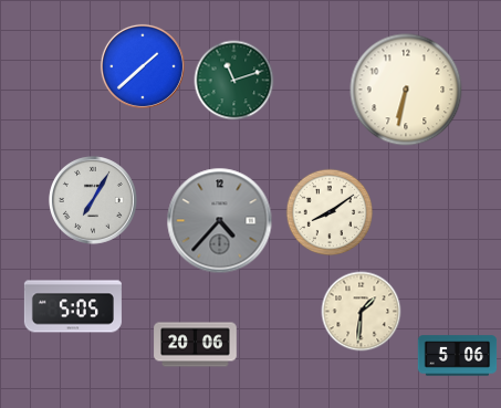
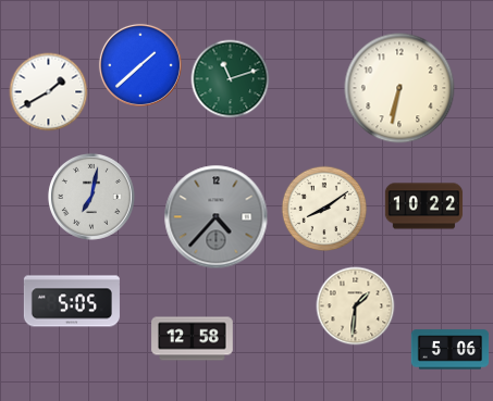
clock at (49, 92): none -> 1:40
clock at (93, 200): 7:05 -> 7:02
clock at (424, 206): none -> 10:22
clock at (196, 345): 20:06 -> 12:58
